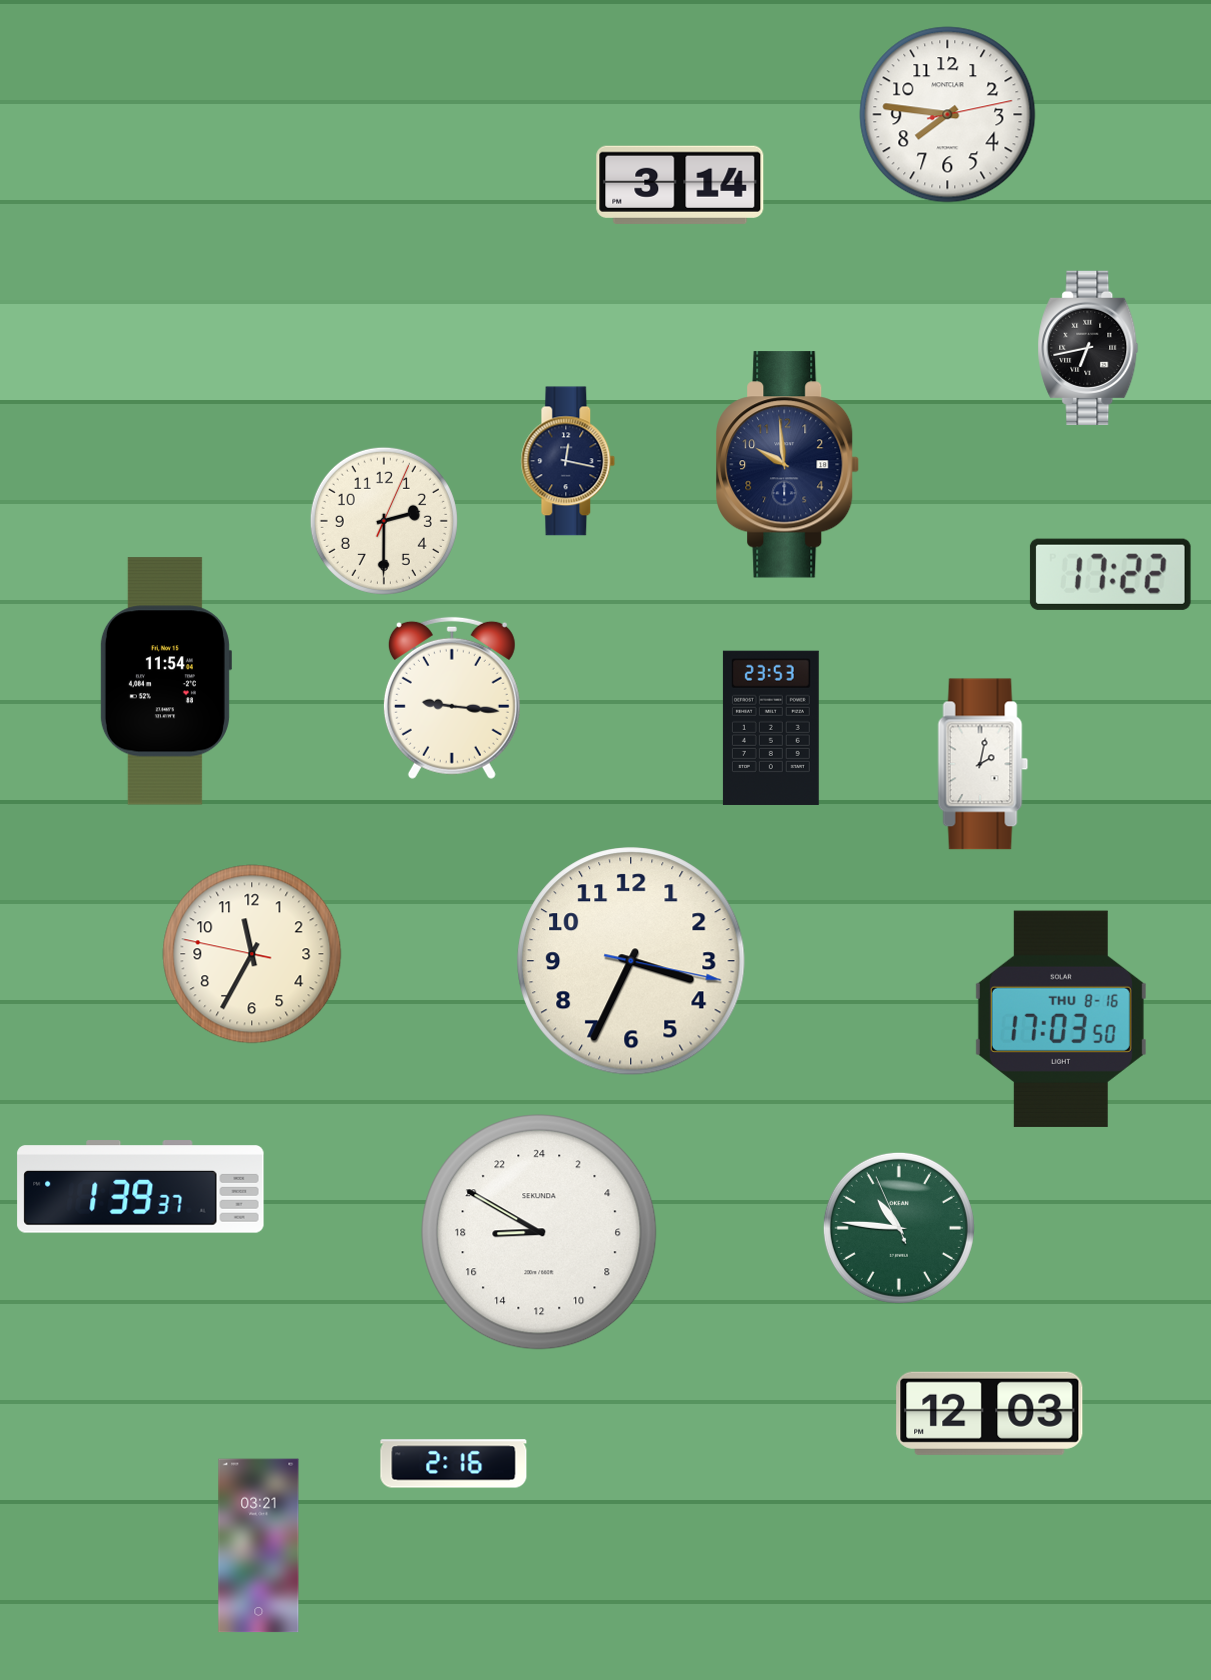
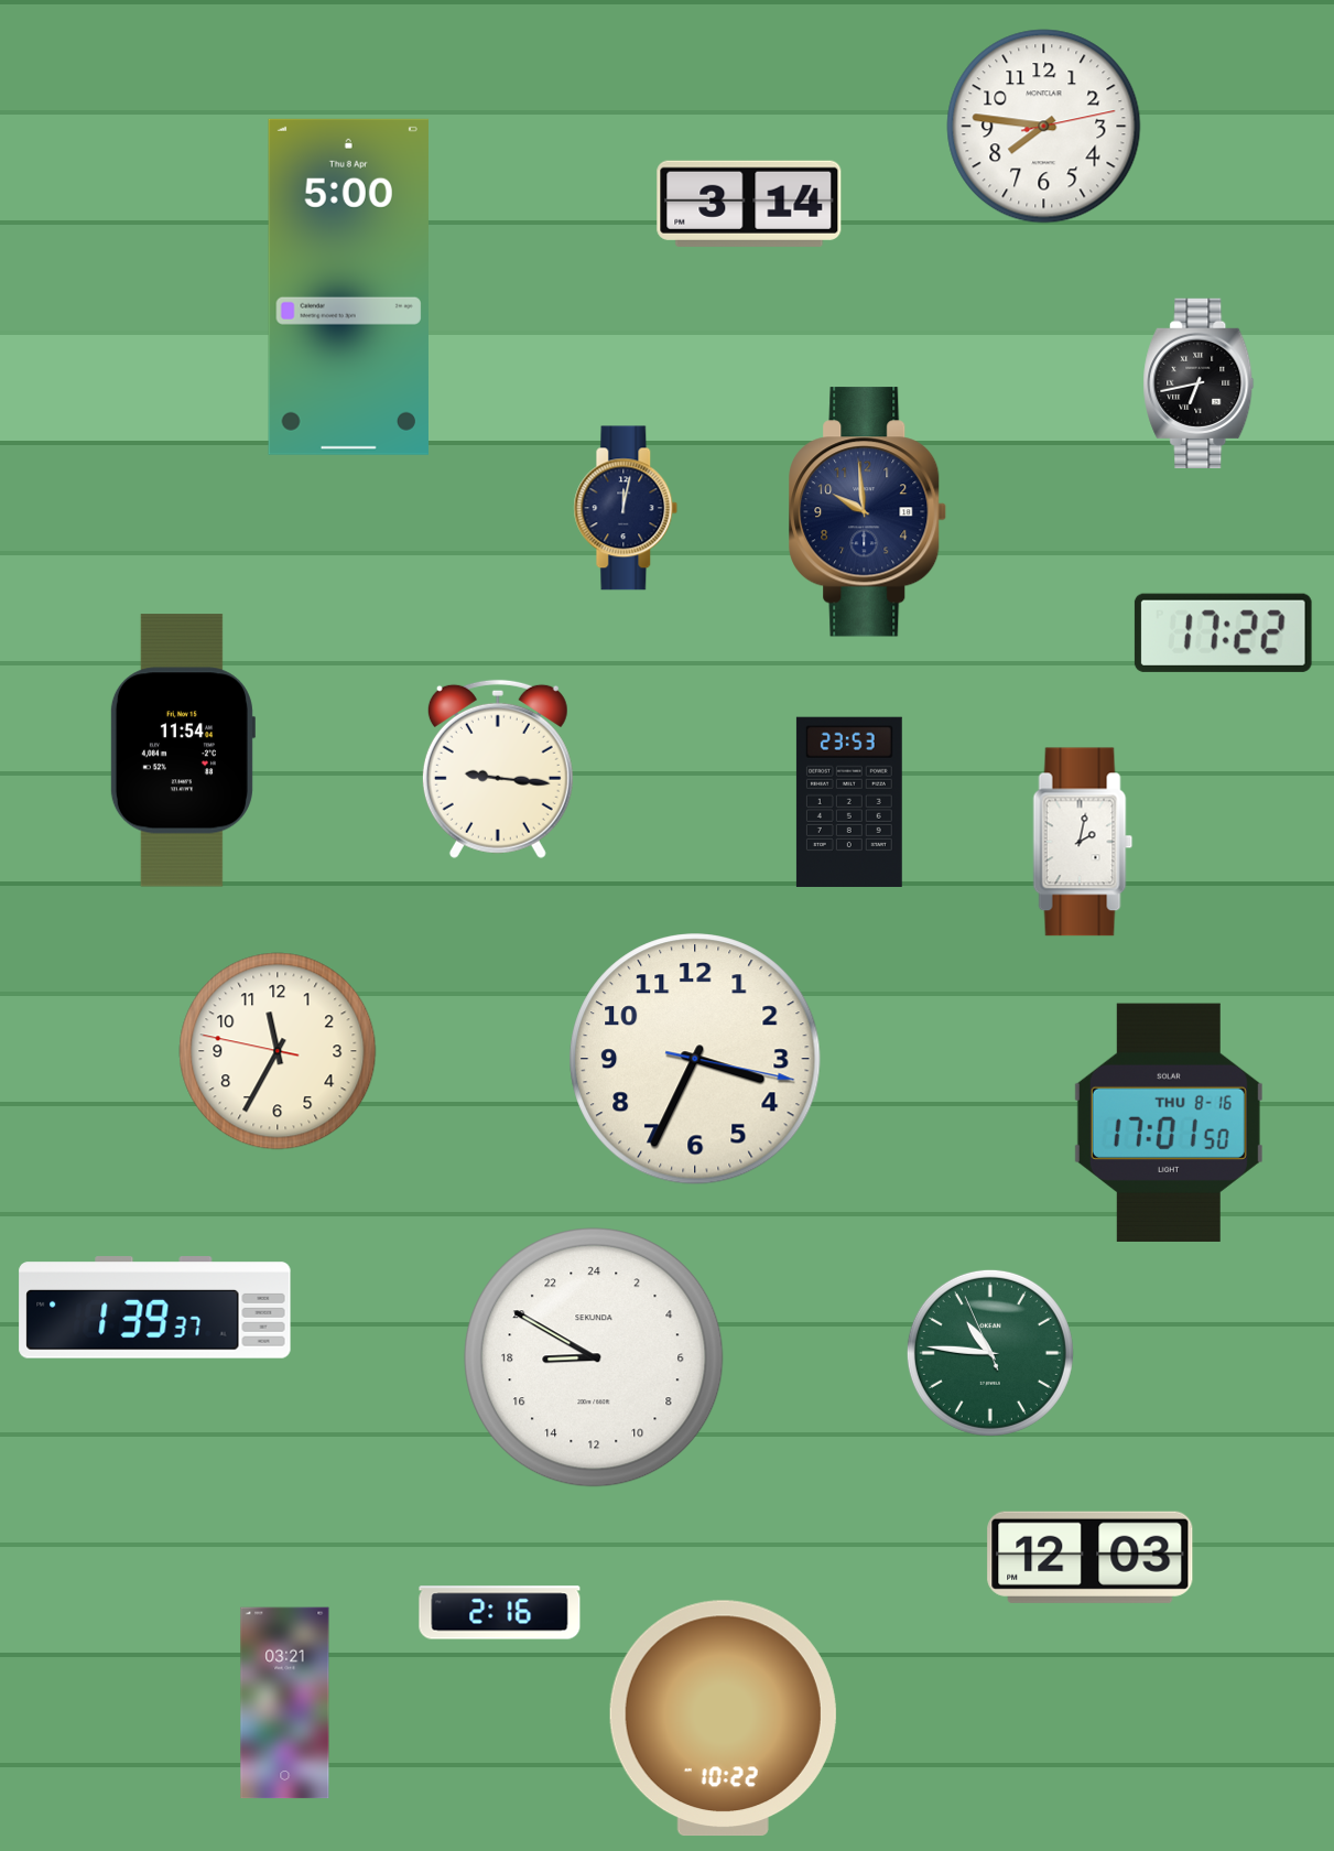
clock at (348, 286): none -> 5:00
clock at (568, 461): 12:17 -> 12:02
clock at (384, 521): 2:30 -> none
clock at (1061, 1019): 17:03 -> 17:01
clock at (723, 1719): none -> 10:22
